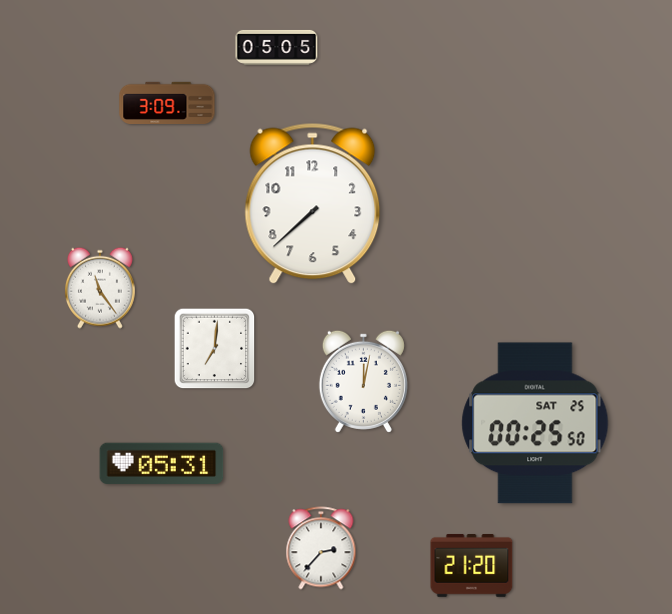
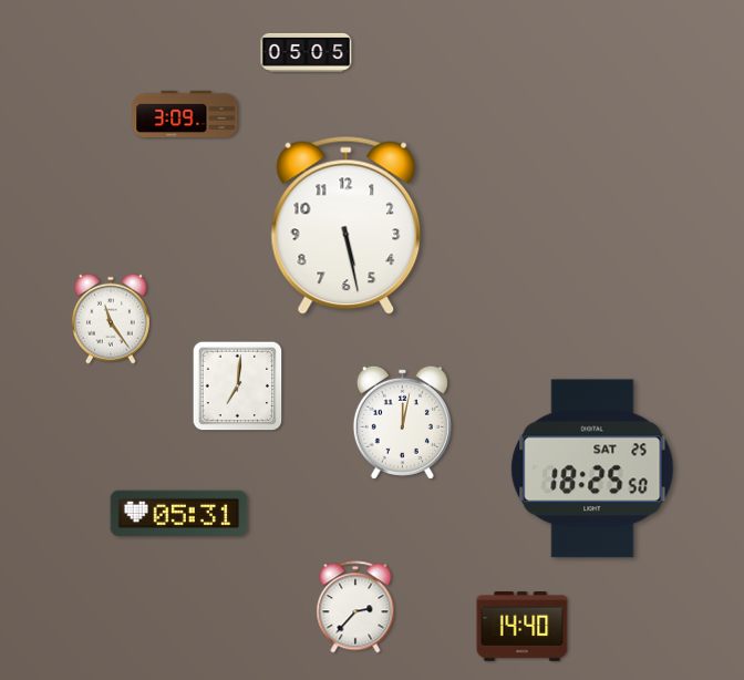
clock at (313, 204): 7:38 -> 5:28
clock at (535, 423): 00:25 -> 18:25
clock at (472, 566): 21:20 -> 14:40
